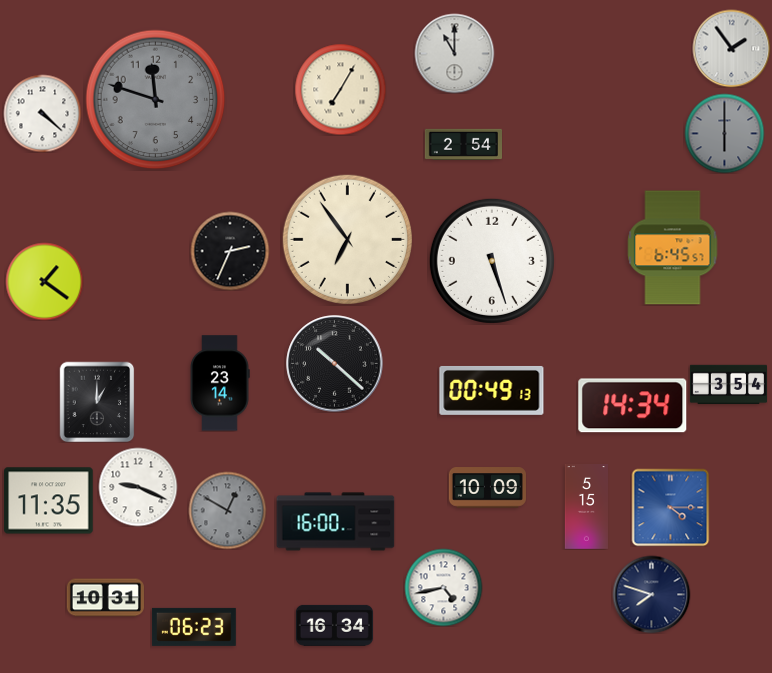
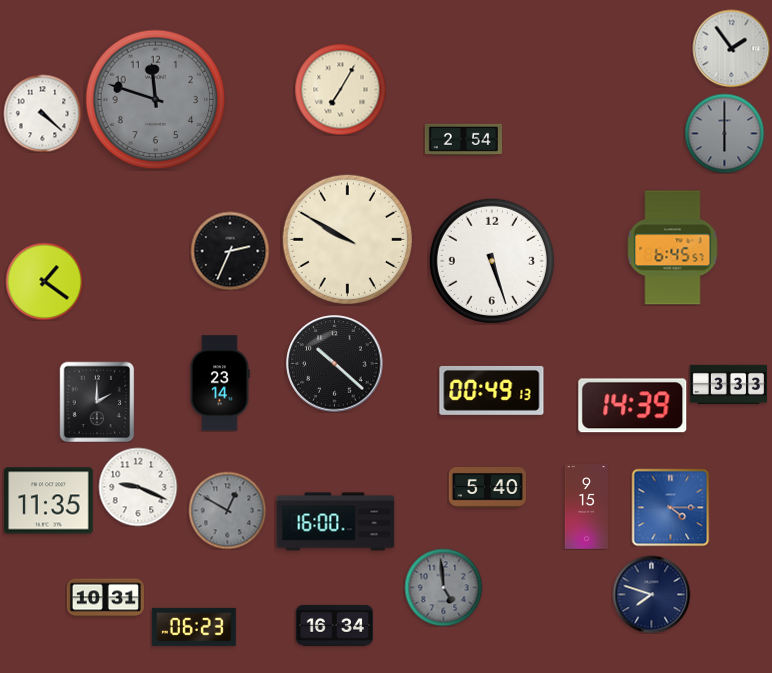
clock at (454, 53): 11:00 -> none
clock at (463, 144) position: (463, 144) -> (463, 139)
clock at (347, 239): 6:54 -> 9:50
clock at (728, 385): 3:54 -> 3:33
clock at (97, 402): 1:00 -> 2:00
clock at (633, 406): 14:34 -> 14:39
clock at (487, 488): 10:09 -> 5:40
clock at (586, 507): 5:15 -> 9:15
clock at (443, 587): 4:43 -> 4:59
clock at (443, 587) dial: white -> grey
